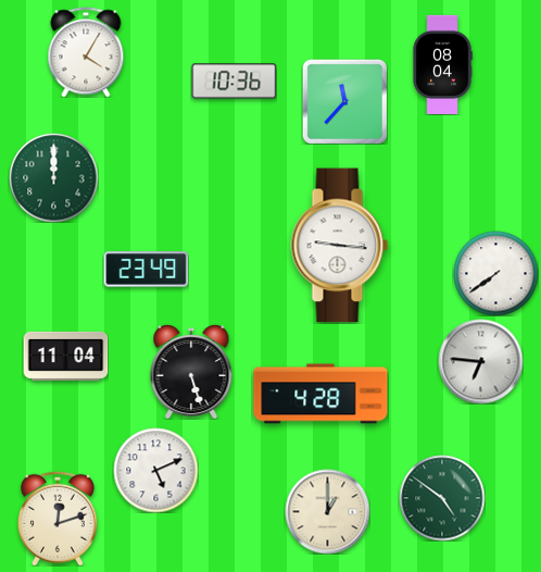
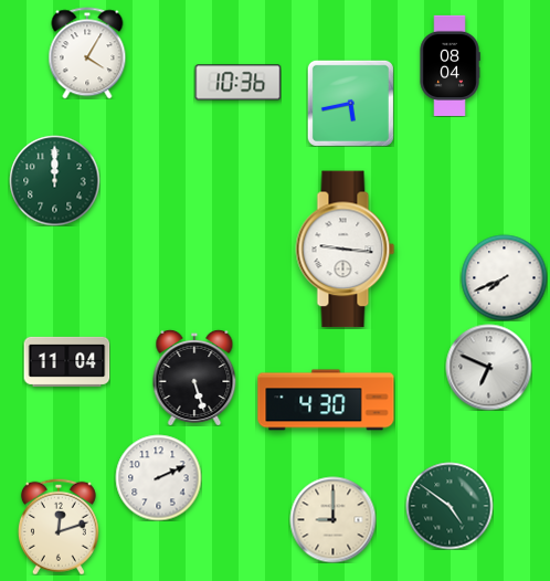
clock at (344, 101): 11:37 -> 5:43
clock at (146, 270): 23:49 -> none
clock at (495, 273): 7:39 -> 7:41
clock at (480, 361): 6:46 -> 6:49
clock at (320, 394): 4:28 -> 4:30
clock at (155, 470): 5:11 -> 2:11
clock at (327, 511): 1:00 -> 9:00
